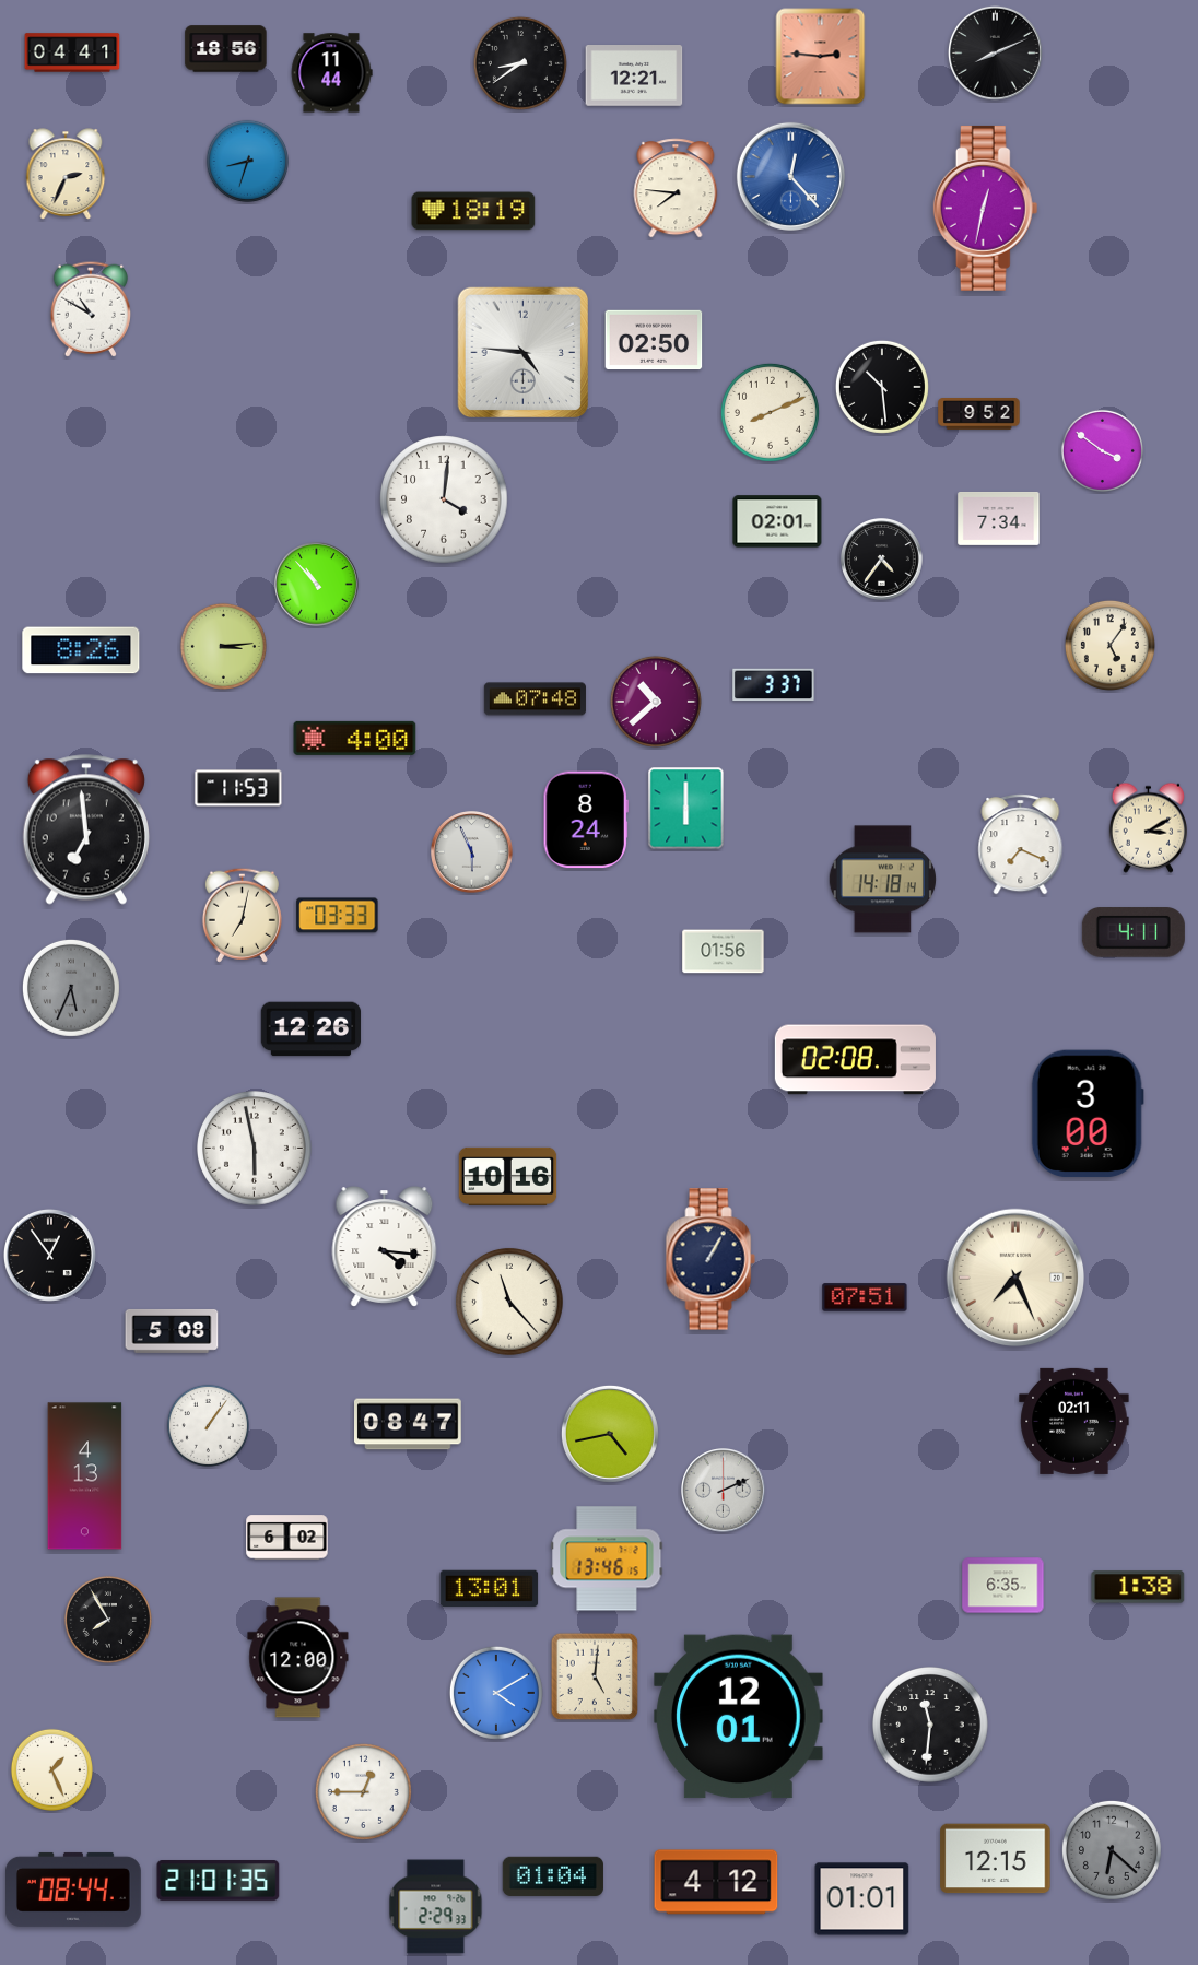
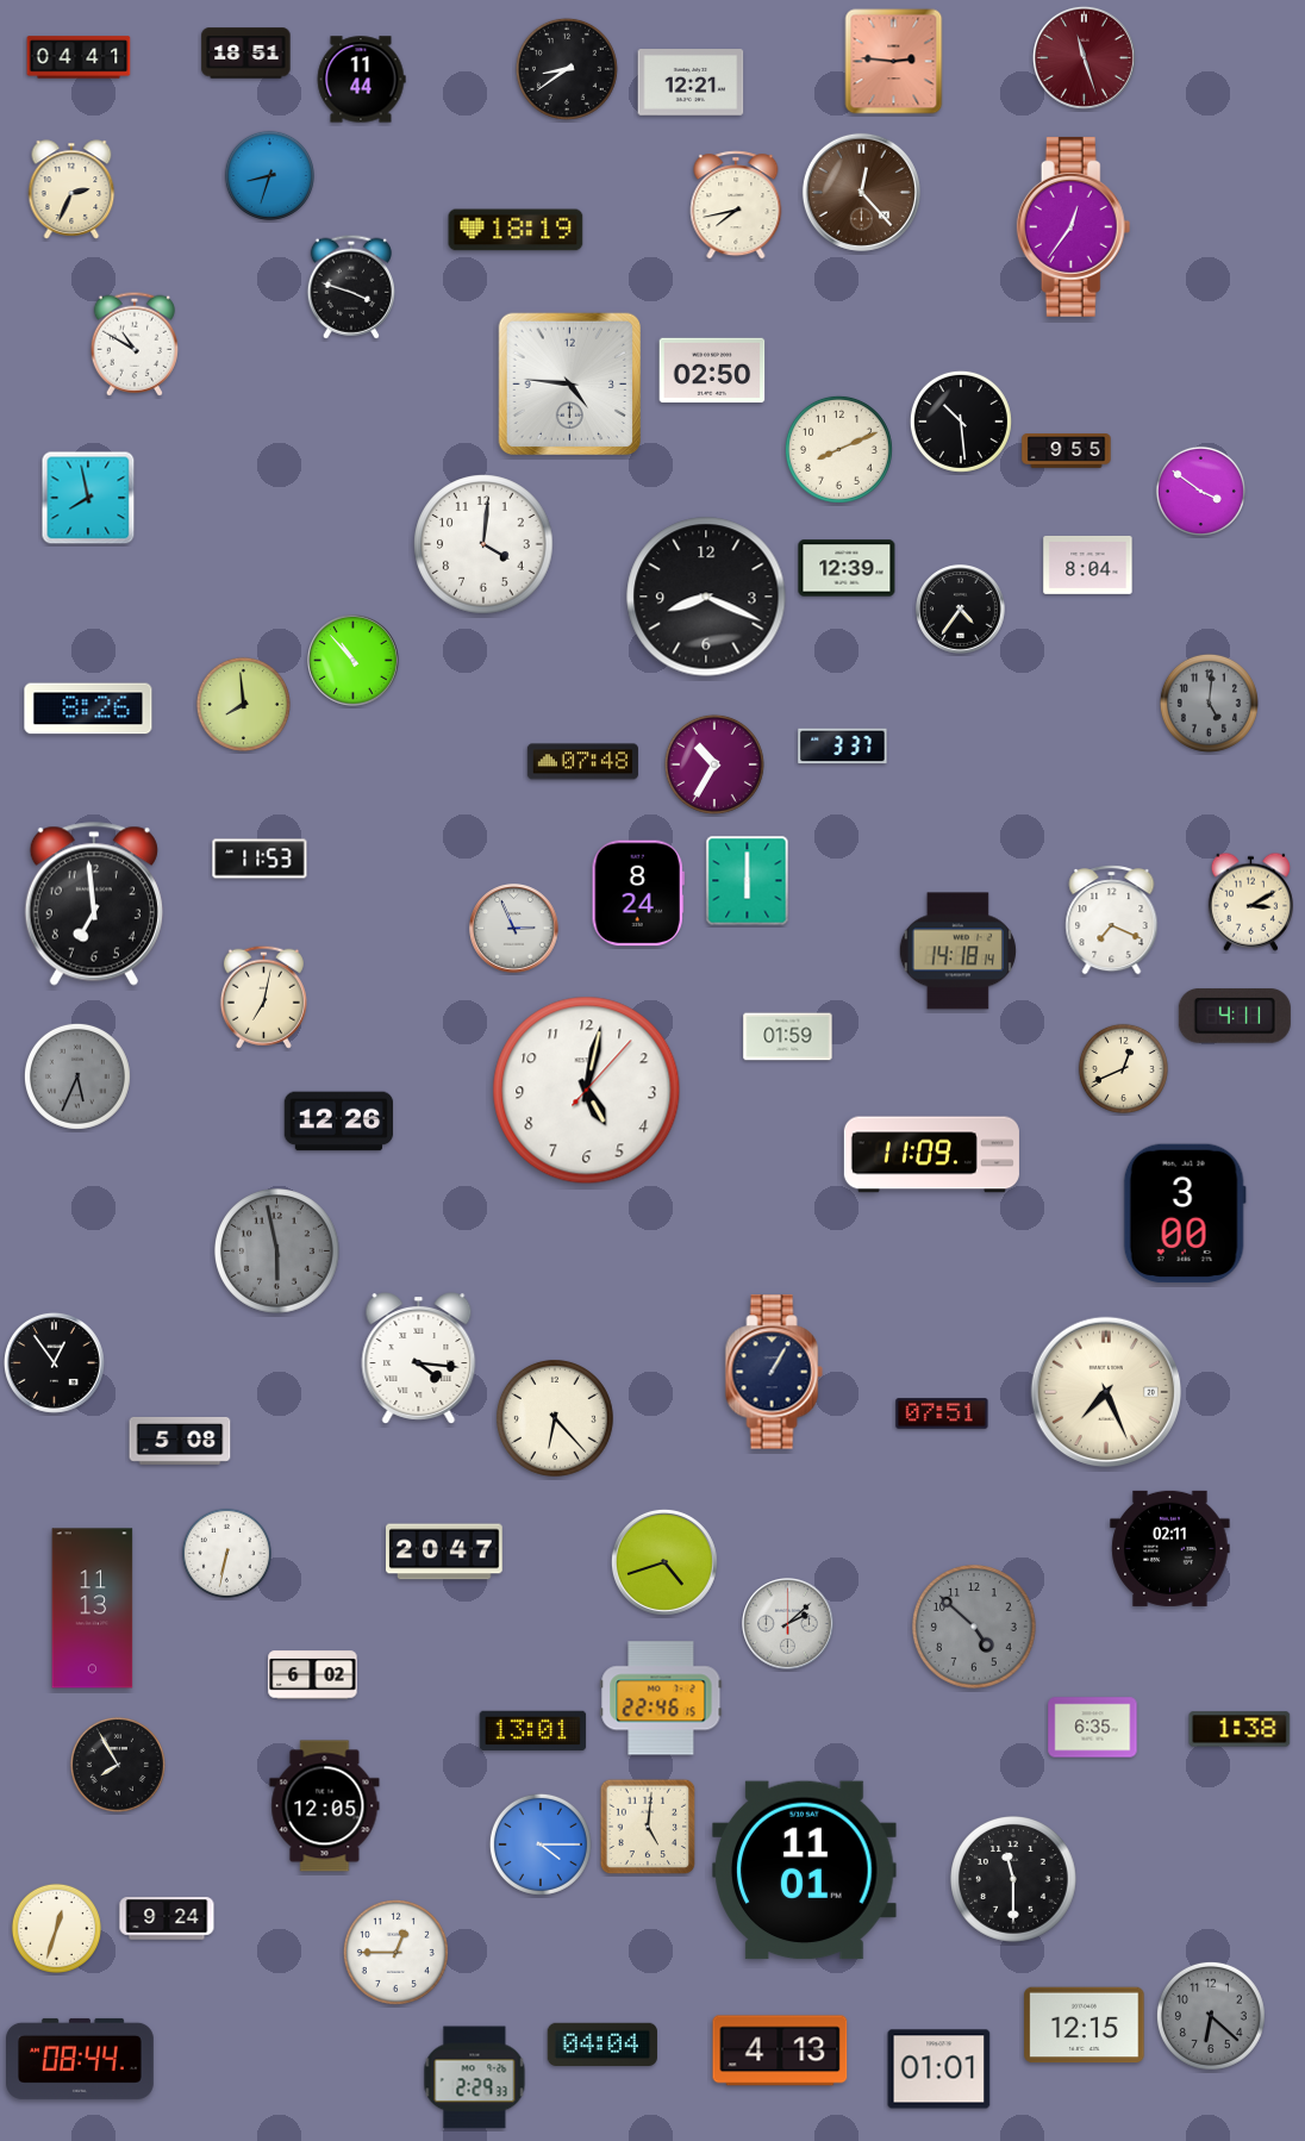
clock at (226, 49): 18:56 -> 18:51
clock at (995, 52): 8:11 -> 11:27
clock at (995, 52) dial: black -> burgundy
clock at (790, 176) dial: blue -> brown
clock at (676, 188): 7:46 -> 7:43
clock at (986, 208): 12:32 -> 12:36
clock at (350, 287): none -> 3:48
clock at (90, 309) position: (90, 309) -> (133, 344)
clock at (979, 414): 9:52 -> 9:55
clock at (88, 498): none -> 7:58
clock at (999, 519): 7:34 -> 8:04
clock at (777, 521): 02:01 -> 12:39
clock at (706, 597): none -> 8:19
clock at (317, 585) position: (317, 585) -> (354, 661)
clock at (1109, 645): 5:06 -> 5:01
clock at (1109, 645) dial: cream -> grey
clock at (223, 646): 3:14 -> 7:59
clock at (656, 702): 10:38 -> 10:35
clock at (355, 738): 4:00 -> none
clock at (472, 852): 5:56 -> 2:56
clock at (882, 880) position: (882, 880) -> (957, 951)
clock at (338, 916): 03:33 -> none
clock at (724, 952): 01:56 -> 01:59
clock at (1123, 1068): none -> 12:41
clock at (587, 1091): none -> 5:02
clock at (855, 1060): 02:08 -> 11:09
clock at (255, 1149) dial: white -> grey
clock at (508, 1176): 10:16 -> none
clock at (49, 1255) position: (49, 1255) -> (54, 1362)
clock at (509, 1302): 11:23 -> 6:23
clock at (172, 1331) position: (172, 1331) -> (180, 1441)
clock at (409, 1424): 08:47 -> 20:47
clock at (208, 1425): 1:06 -> 6:32
clock at (610, 1434): 4:43 -> 4:42
clock at (85, 1476): 4:13 -> 11:13
clock at (724, 1491): 2:11 -> 2:08
clock at (975, 1628): none -> 4:52
clock at (607, 1558): 13:46 -> 22:46
clock at (298, 1658): 12:00 -> 12:05
clock at (496, 1693): 4:10 -> 4:15
clock at (739, 1717): 12:01 -> 11:01
clock at (931, 1726): 11:31 -> 11:30
clock at (167, 1918): none -> 9:24
clock at (51, 1769): 1:26 -> 12:33
clock at (553, 1875): 01:04 -> 04:04
clock at (219, 1881): 21:01 -> none
clock at (716, 1882): 4:12 -> 4:13
